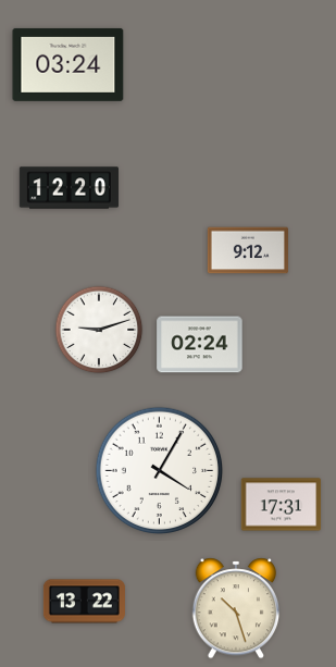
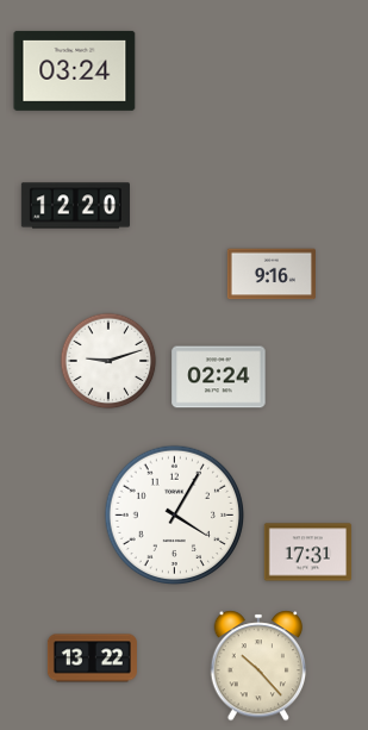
clock at (248, 250): 9:12 -> 9:16
clock at (236, 608): 10:27 -> 10:23
